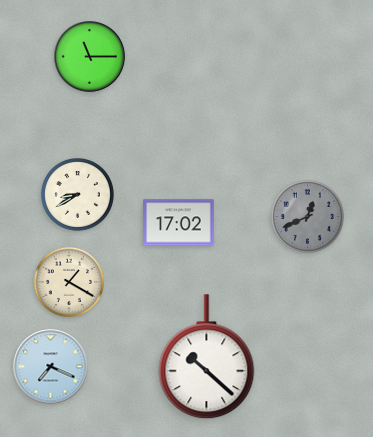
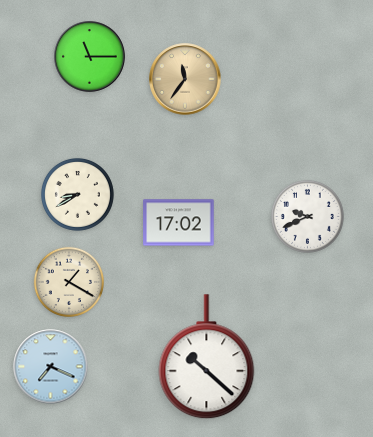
clock at (185, 79): none -> 11:36
clock at (307, 216): 12:41 -> 9:41
clock at (307, 216) dial: grey -> white
